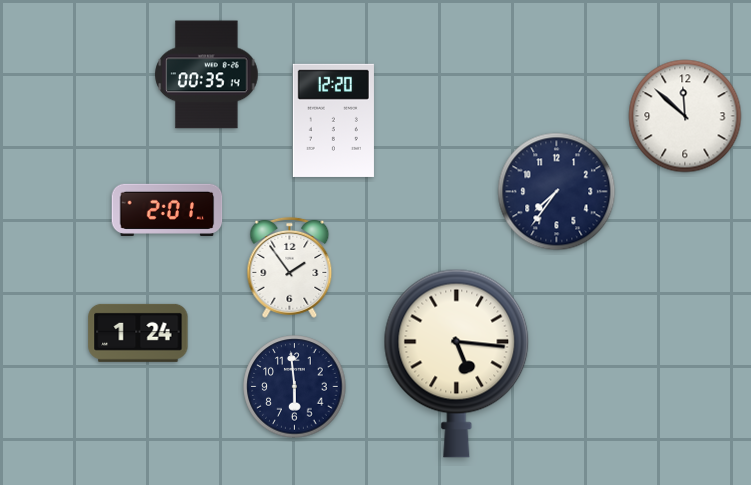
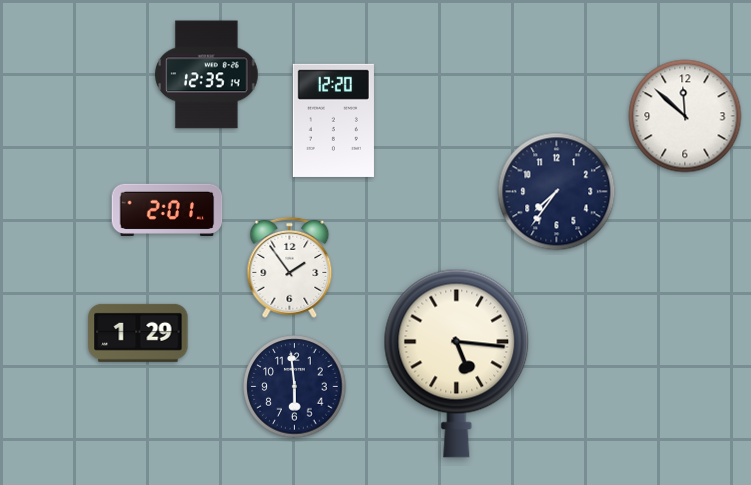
clock at (207, 75): 00:35 -> 12:35
clock at (138, 333): 1:24 -> 1:29
